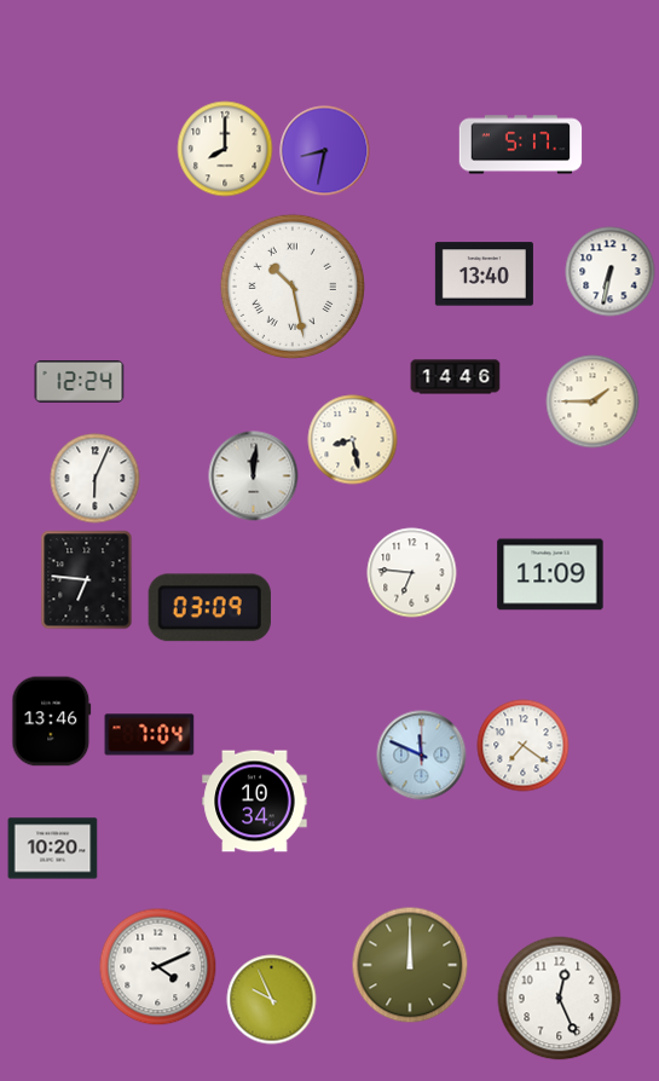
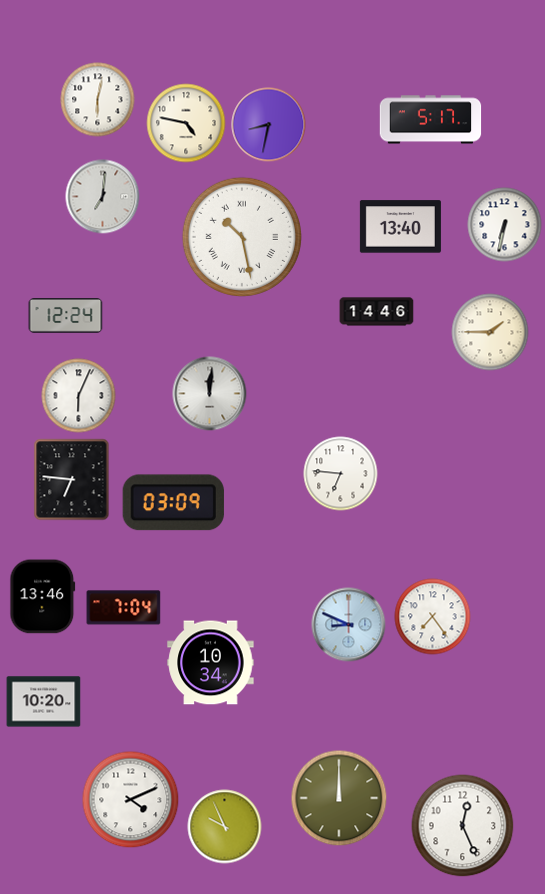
clock at (98, 100): none -> 6:02
clock at (225, 149): 8:00 -> 4:47
clock at (103, 197): none -> 7:01
clock at (353, 440): 8:28 -> none
clock at (550, 574): 11:09 -> none
clock at (524, 746): 7:21 -> 7:24
clock at (422, 756): 11:49 -> 8:49
